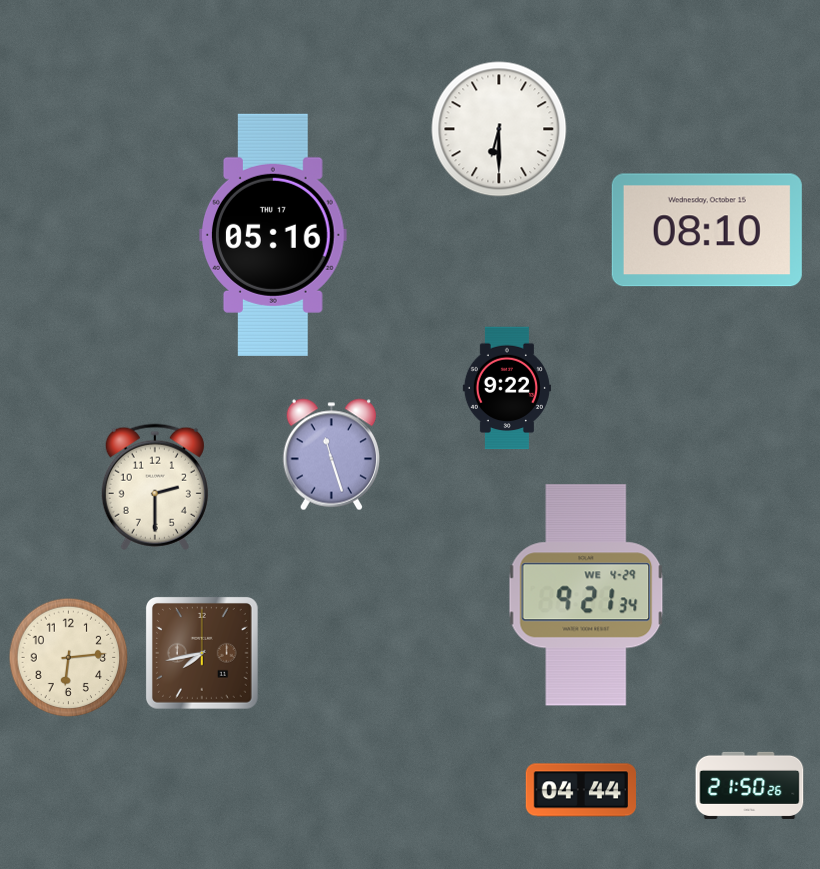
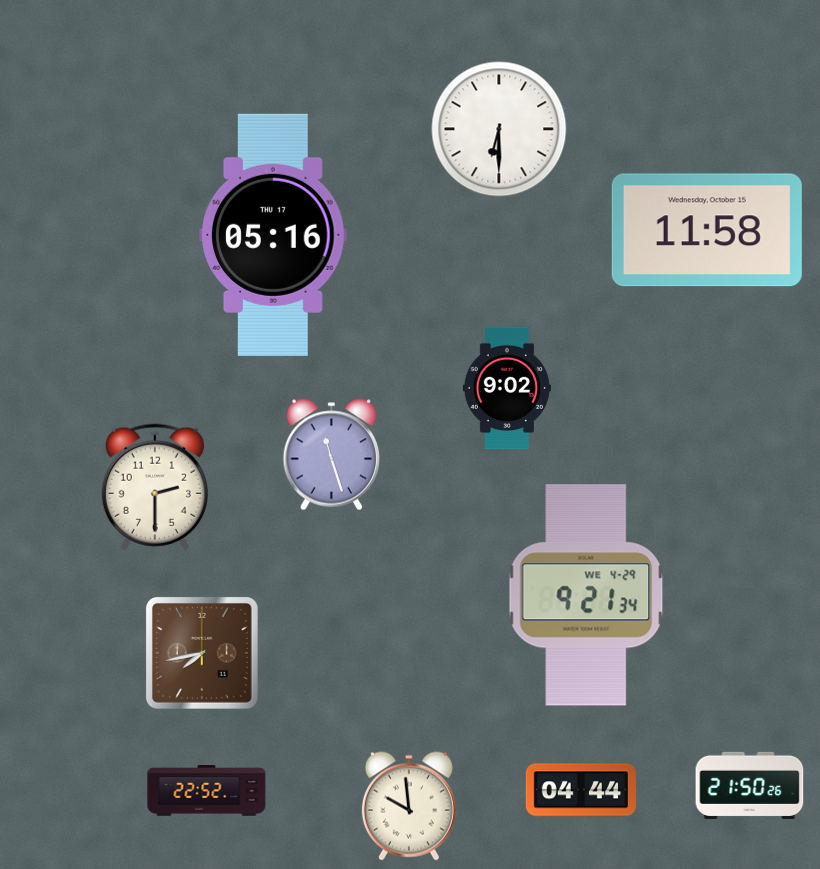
clock at (707, 230): 08:10 -> 11:58
clock at (506, 388): 9:22 -> 9:02
clock at (69, 658): 6:14 -> none
clock at (207, 791): none -> 22:52
clock at (409, 806): none -> 9:59
